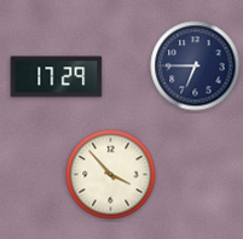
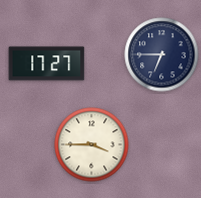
clock at (57, 77): 17:29 -> 17:27
clock at (111, 175): 3:53 -> 3:45
